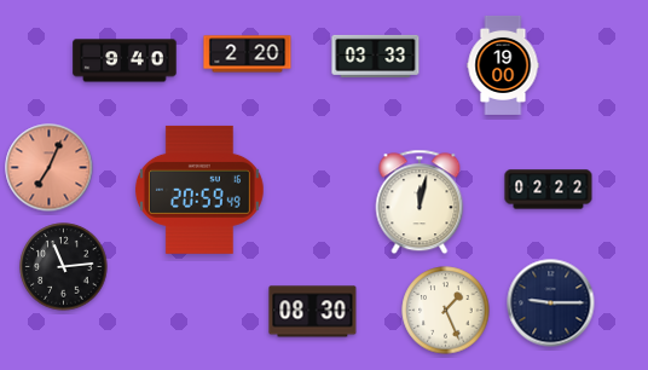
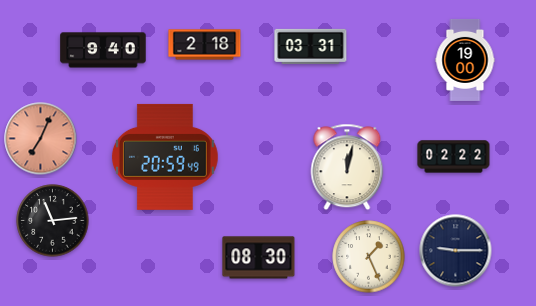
clock at (248, 54): 2:20 -> 2:18
clock at (376, 56): 03:33 -> 03:31
clock at (503, 65) position: (503, 65) -> (465, 60)
